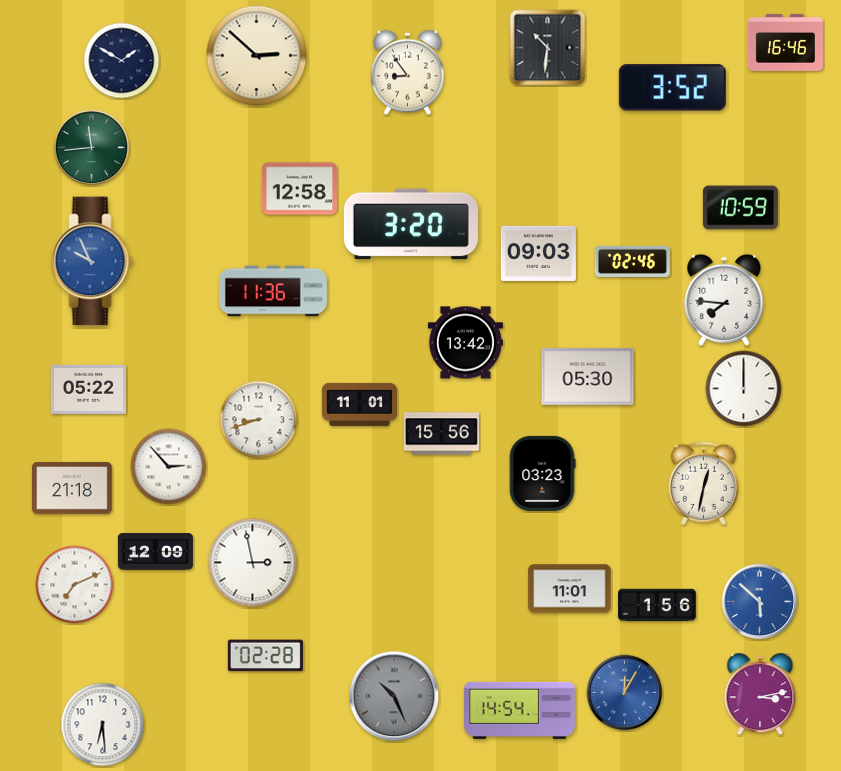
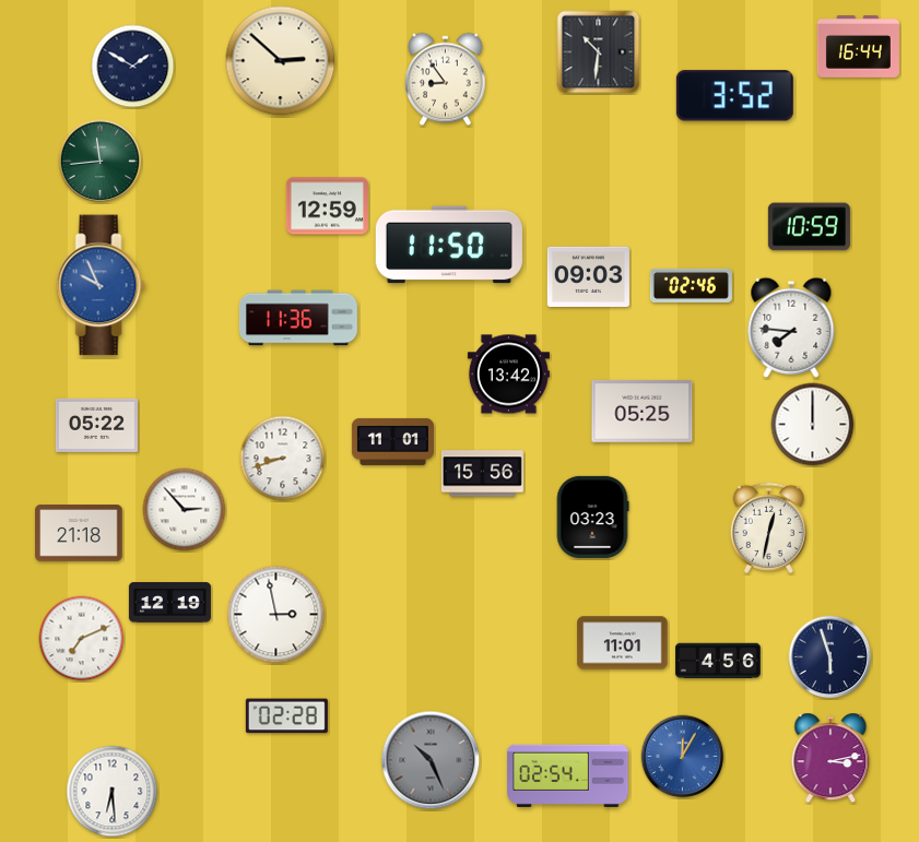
clock at (785, 43): 16:46 -> 16:44
clock at (299, 189): 12:58 -> 12:59
clock at (411, 224): 3:20 -> 11:50
clock at (588, 376): 05:30 -> 05:25
clock at (155, 552): 12:09 -> 12:19
clock at (760, 602): 5:52 -> 5:57
clock at (760, 602) dial: blue -> navy
clock at (657, 605): 1:56 -> 4:56
clock at (265, 656) position: (265, 656) -> (286, 716)
clock at (520, 710): 14:54 -> 02:54
